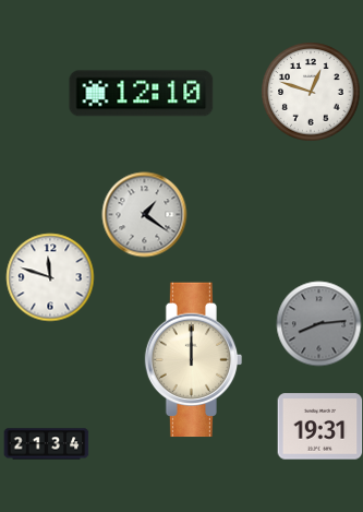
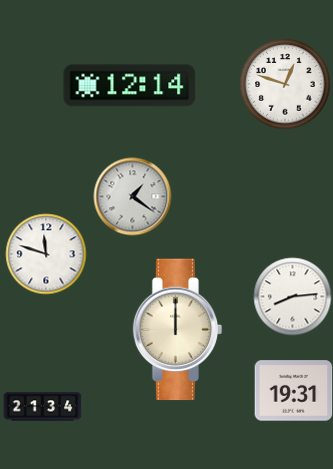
clock at (142, 94): 12:10 -> 12:14
clock at (318, 323) dial: grey -> white
